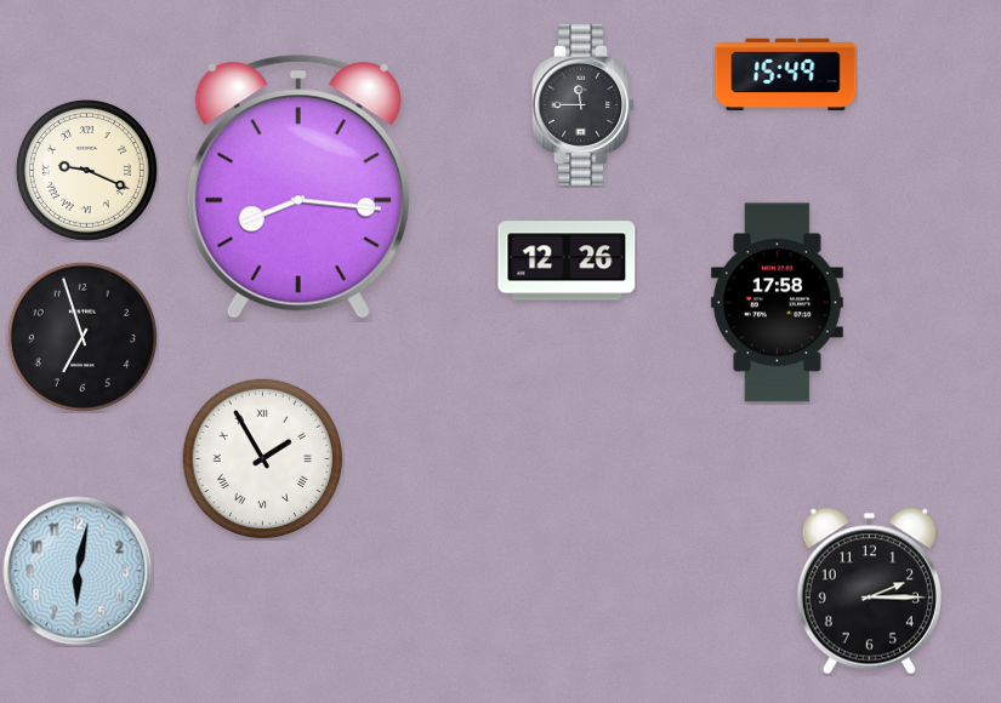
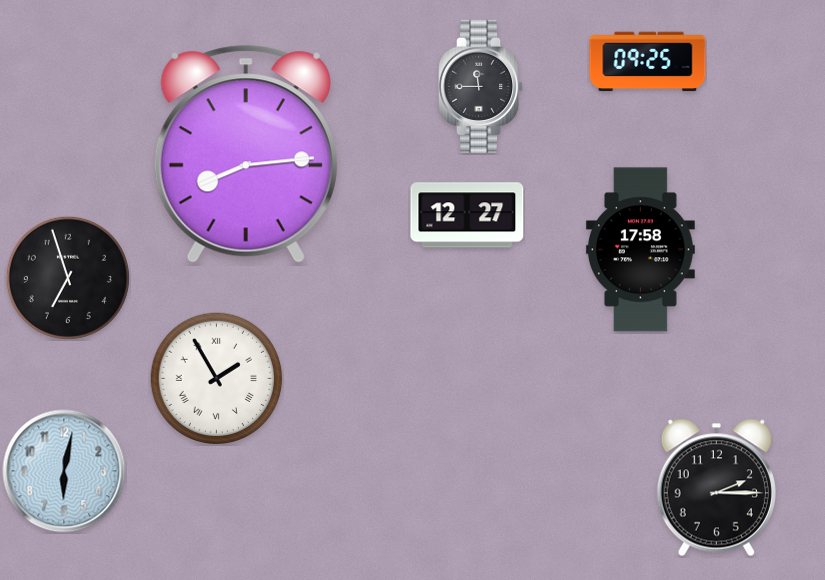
clock at (786, 75): 15:49 -> 09:25
clock at (86, 170): 9:19 -> none
clock at (298, 187): 8:16 -> 8:14
clock at (567, 261): 12:26 -> 12:27
